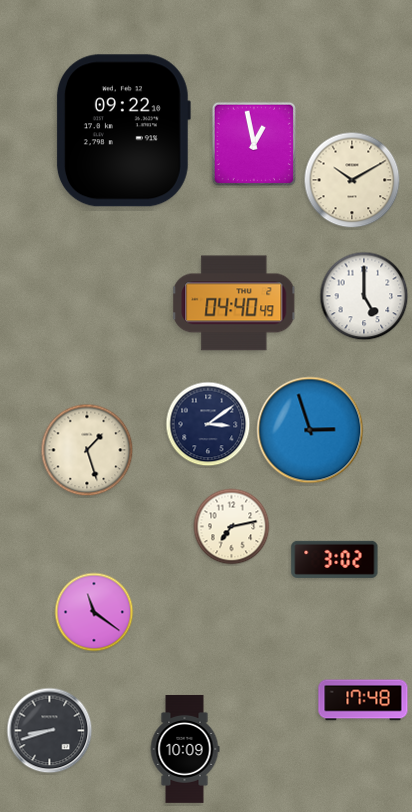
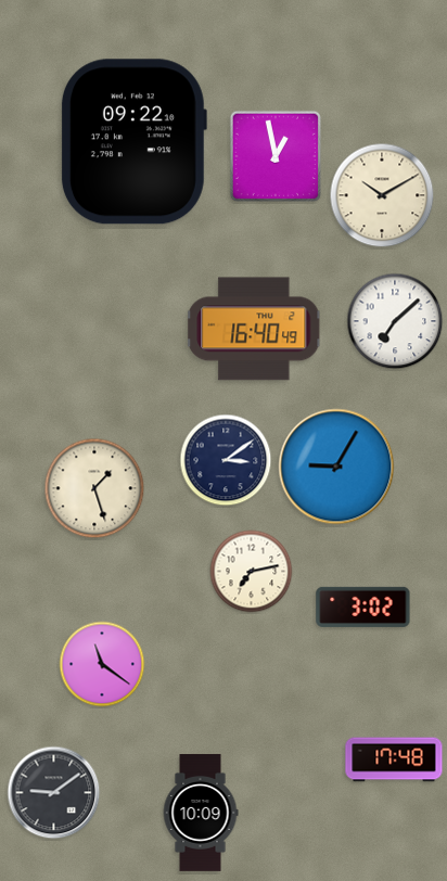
clock at (364, 296): 5:00 -> 7:08
clock at (234, 303): 04:40 -> 16:40
clock at (310, 430): 2:57 -> 9:05
clock at (50, 731): 8:42 -> 9:09
